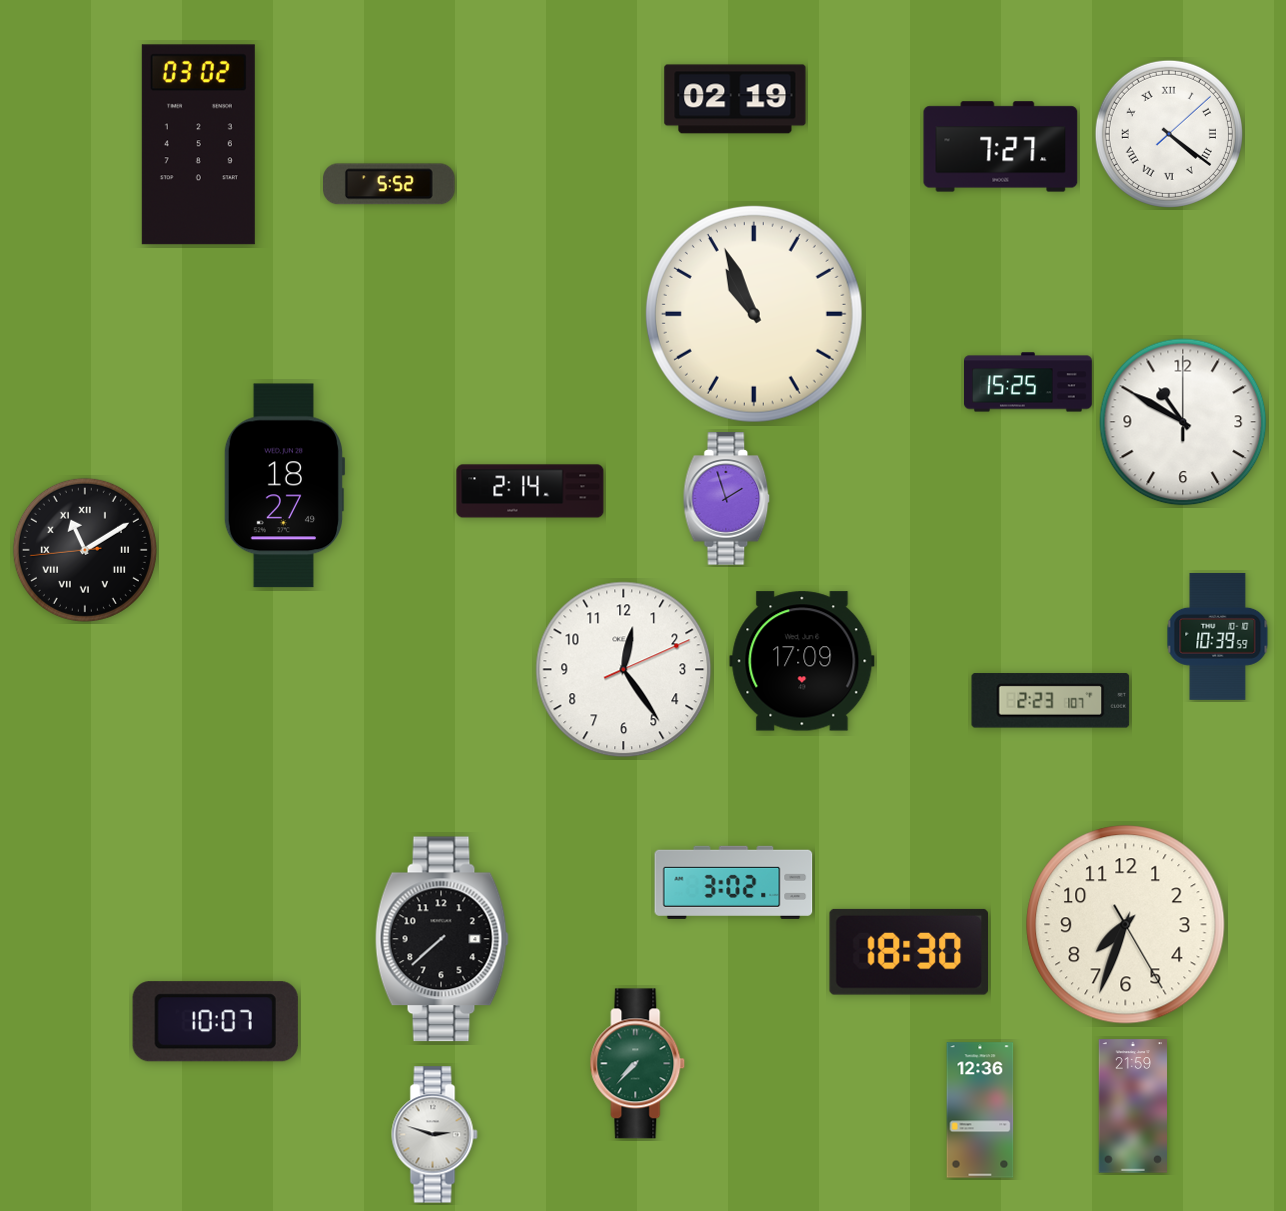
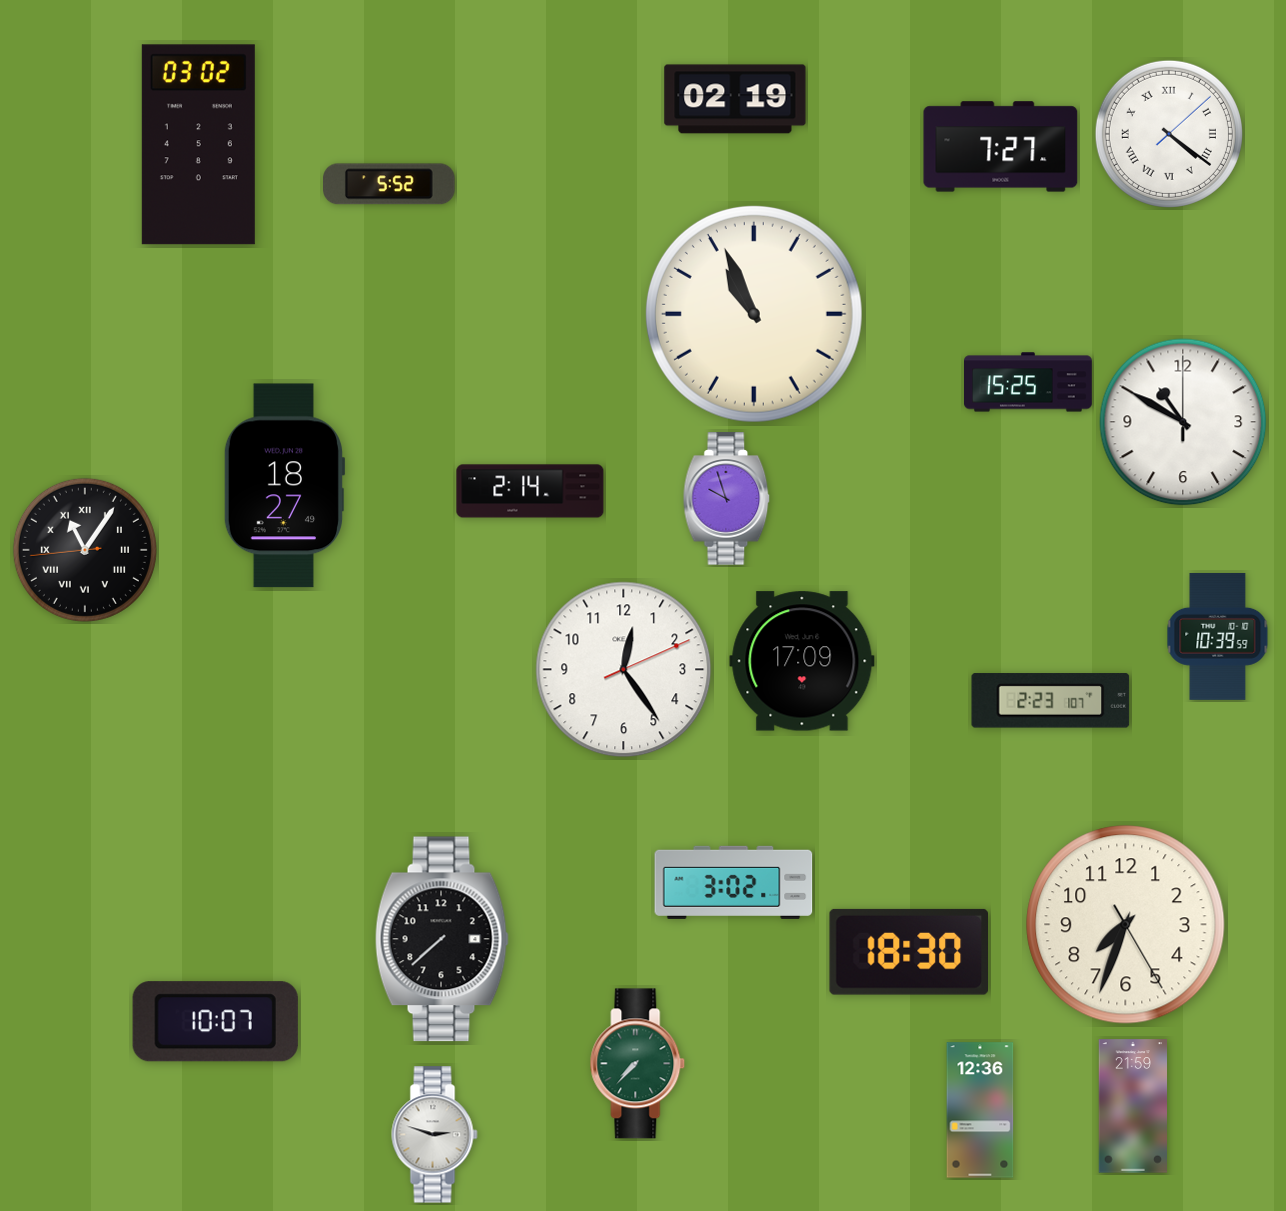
clock at (727, 499): 1:57 -> 9:57
clock at (85, 550): 11:09 -> 11:05
